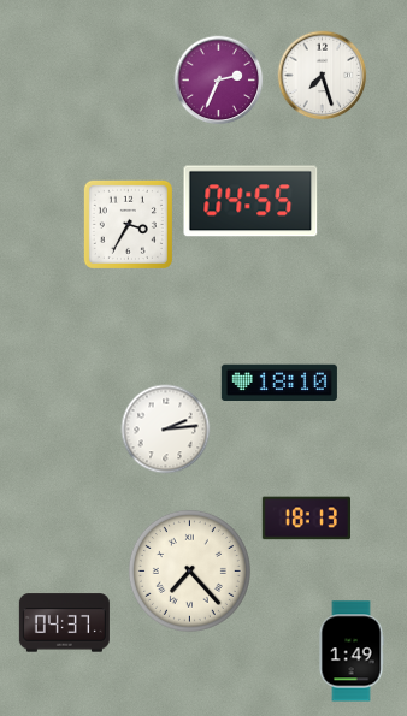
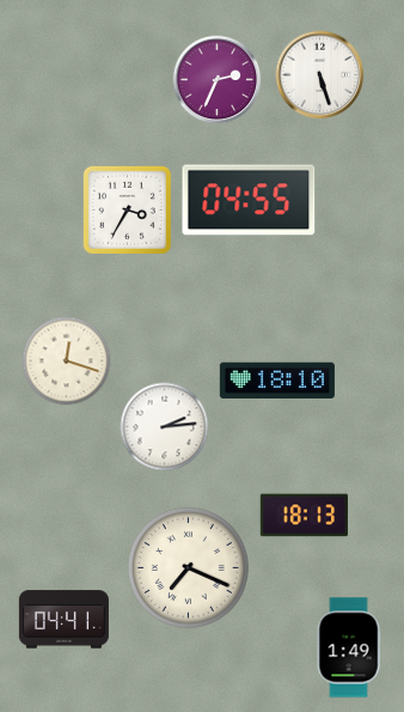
clock at (323, 76): 7:27 -> 5:27
clock at (128, 224) position: (128, 224) -> (127, 209)
clock at (67, 361): none -> 12:18
clock at (189, 570): 7:23 -> 7:19
clock at (64, 623): 04:37 -> 04:41
